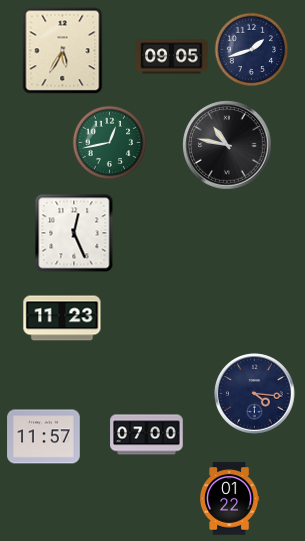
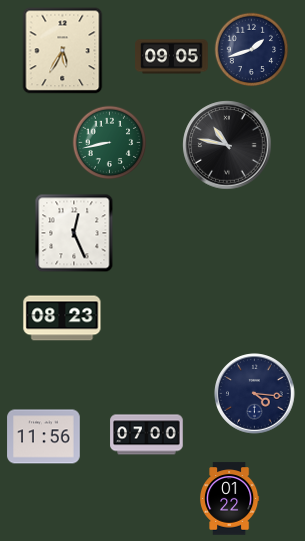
clock at (110, 143): 12:43 -> 8:43
clock at (62, 318): 11:23 -> 08:23
clock at (44, 437): 11:57 -> 11:56
